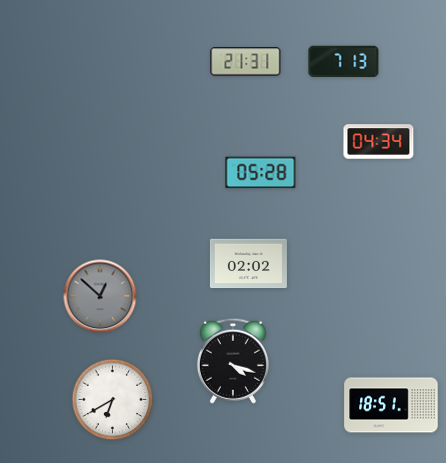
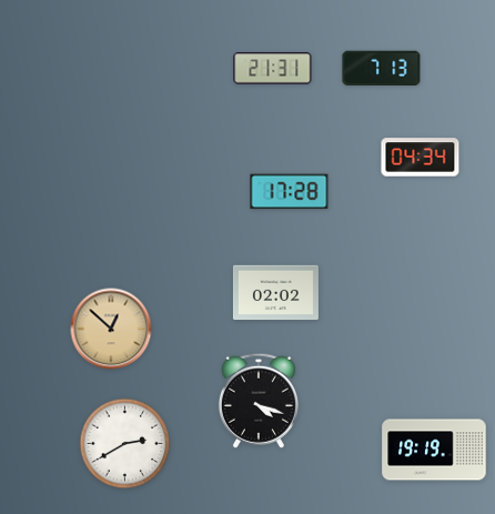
clock at (261, 173): 05:28 -> 17:28
clock at (100, 296) dial: grey -> champagne
clock at (113, 400): 6:40 -> 2:40
clock at (391, 405): 18:51 -> 19:19
